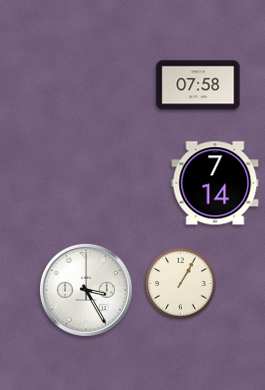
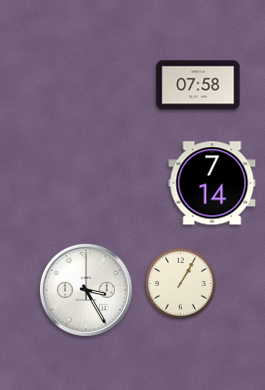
clock at (215, 183) position: (215, 183) -> (212, 183)
